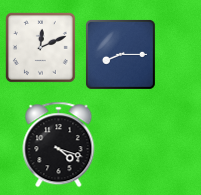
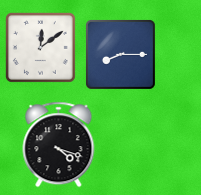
clock at (40, 47): 12:11 -> 12:09
